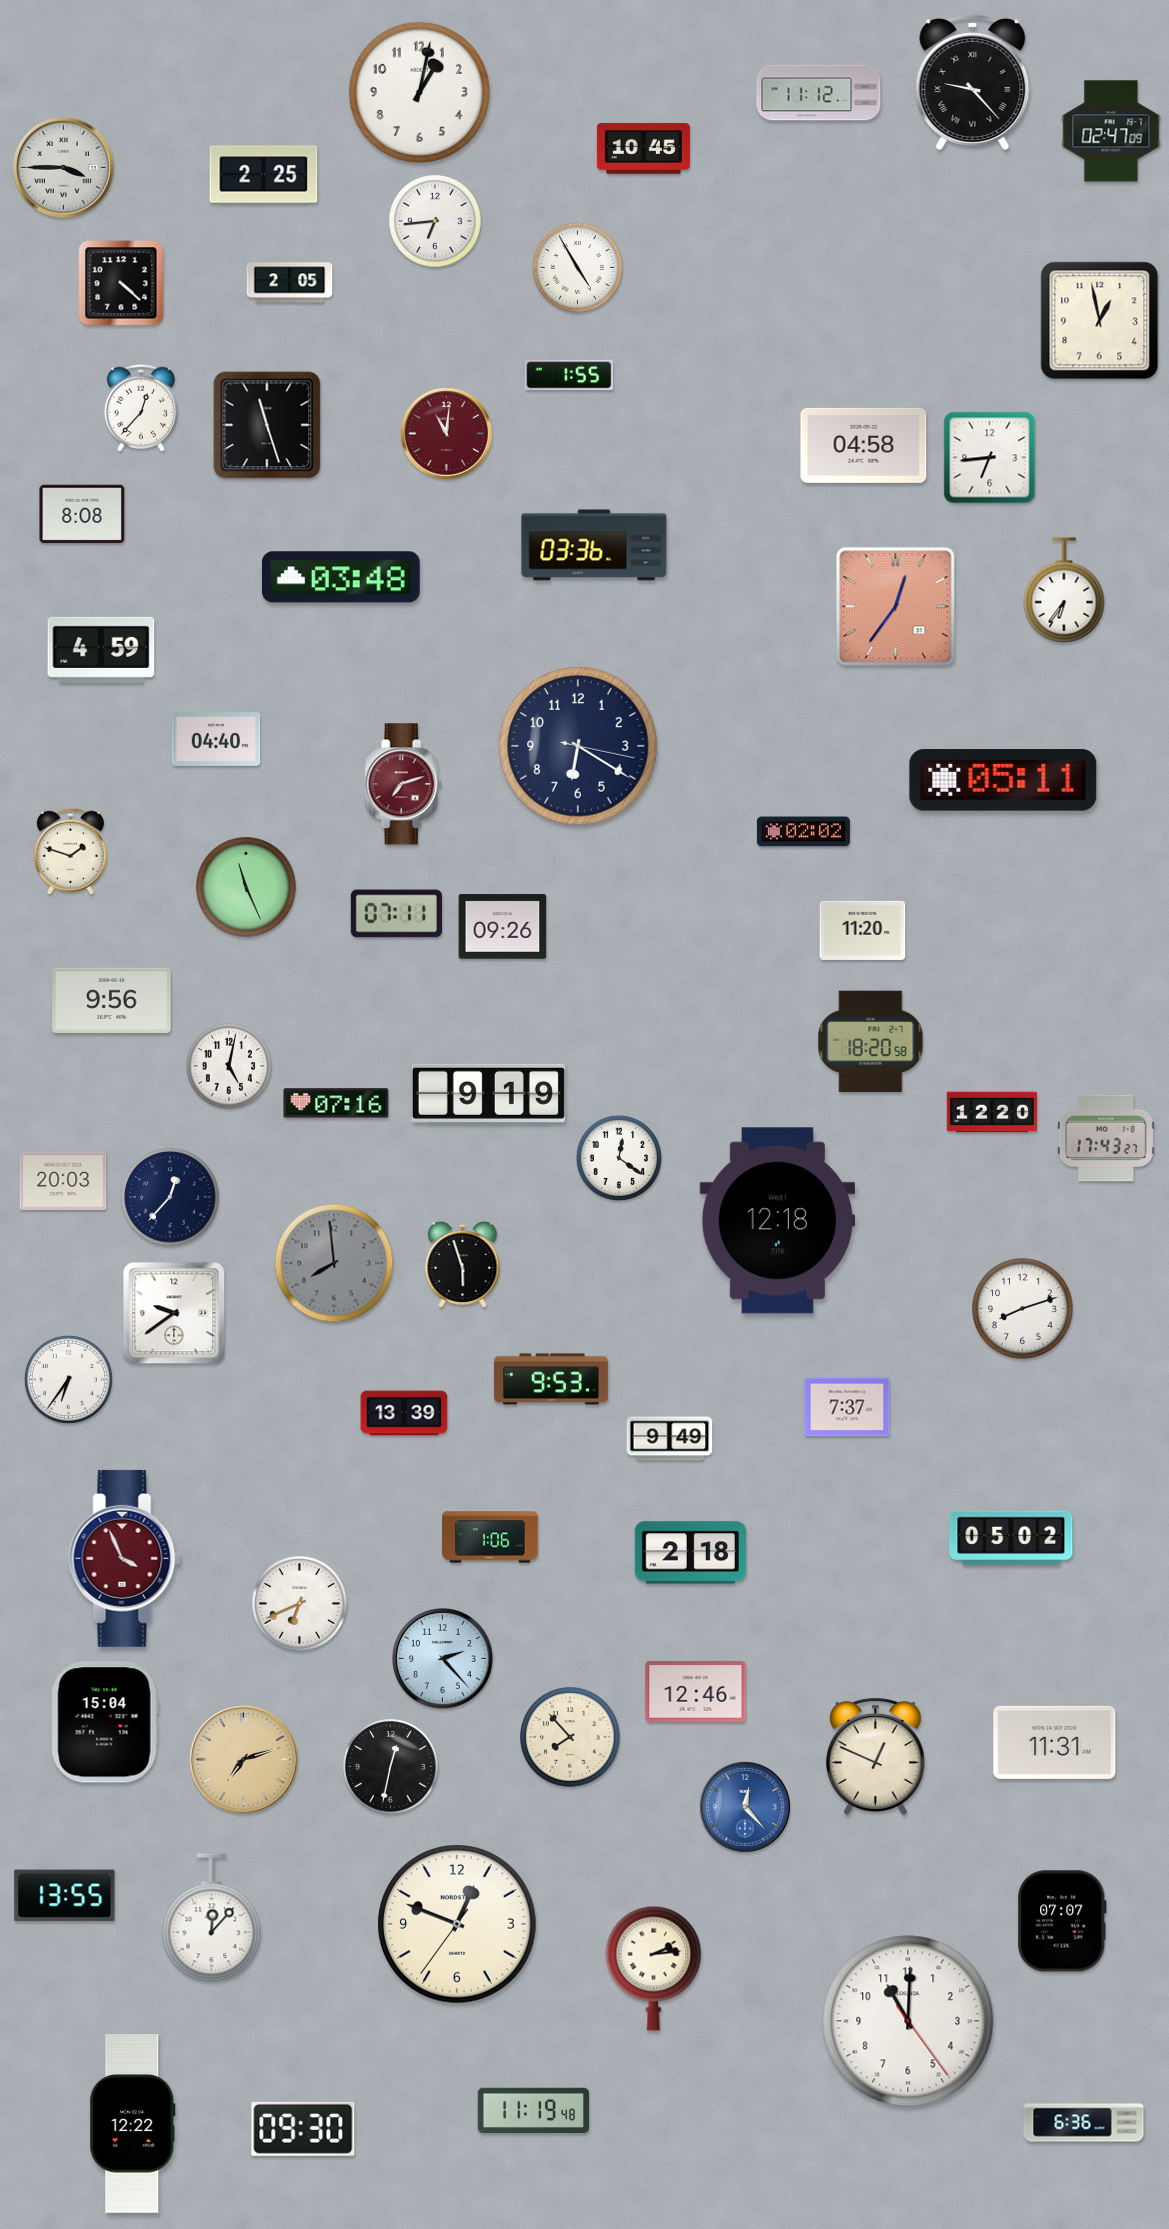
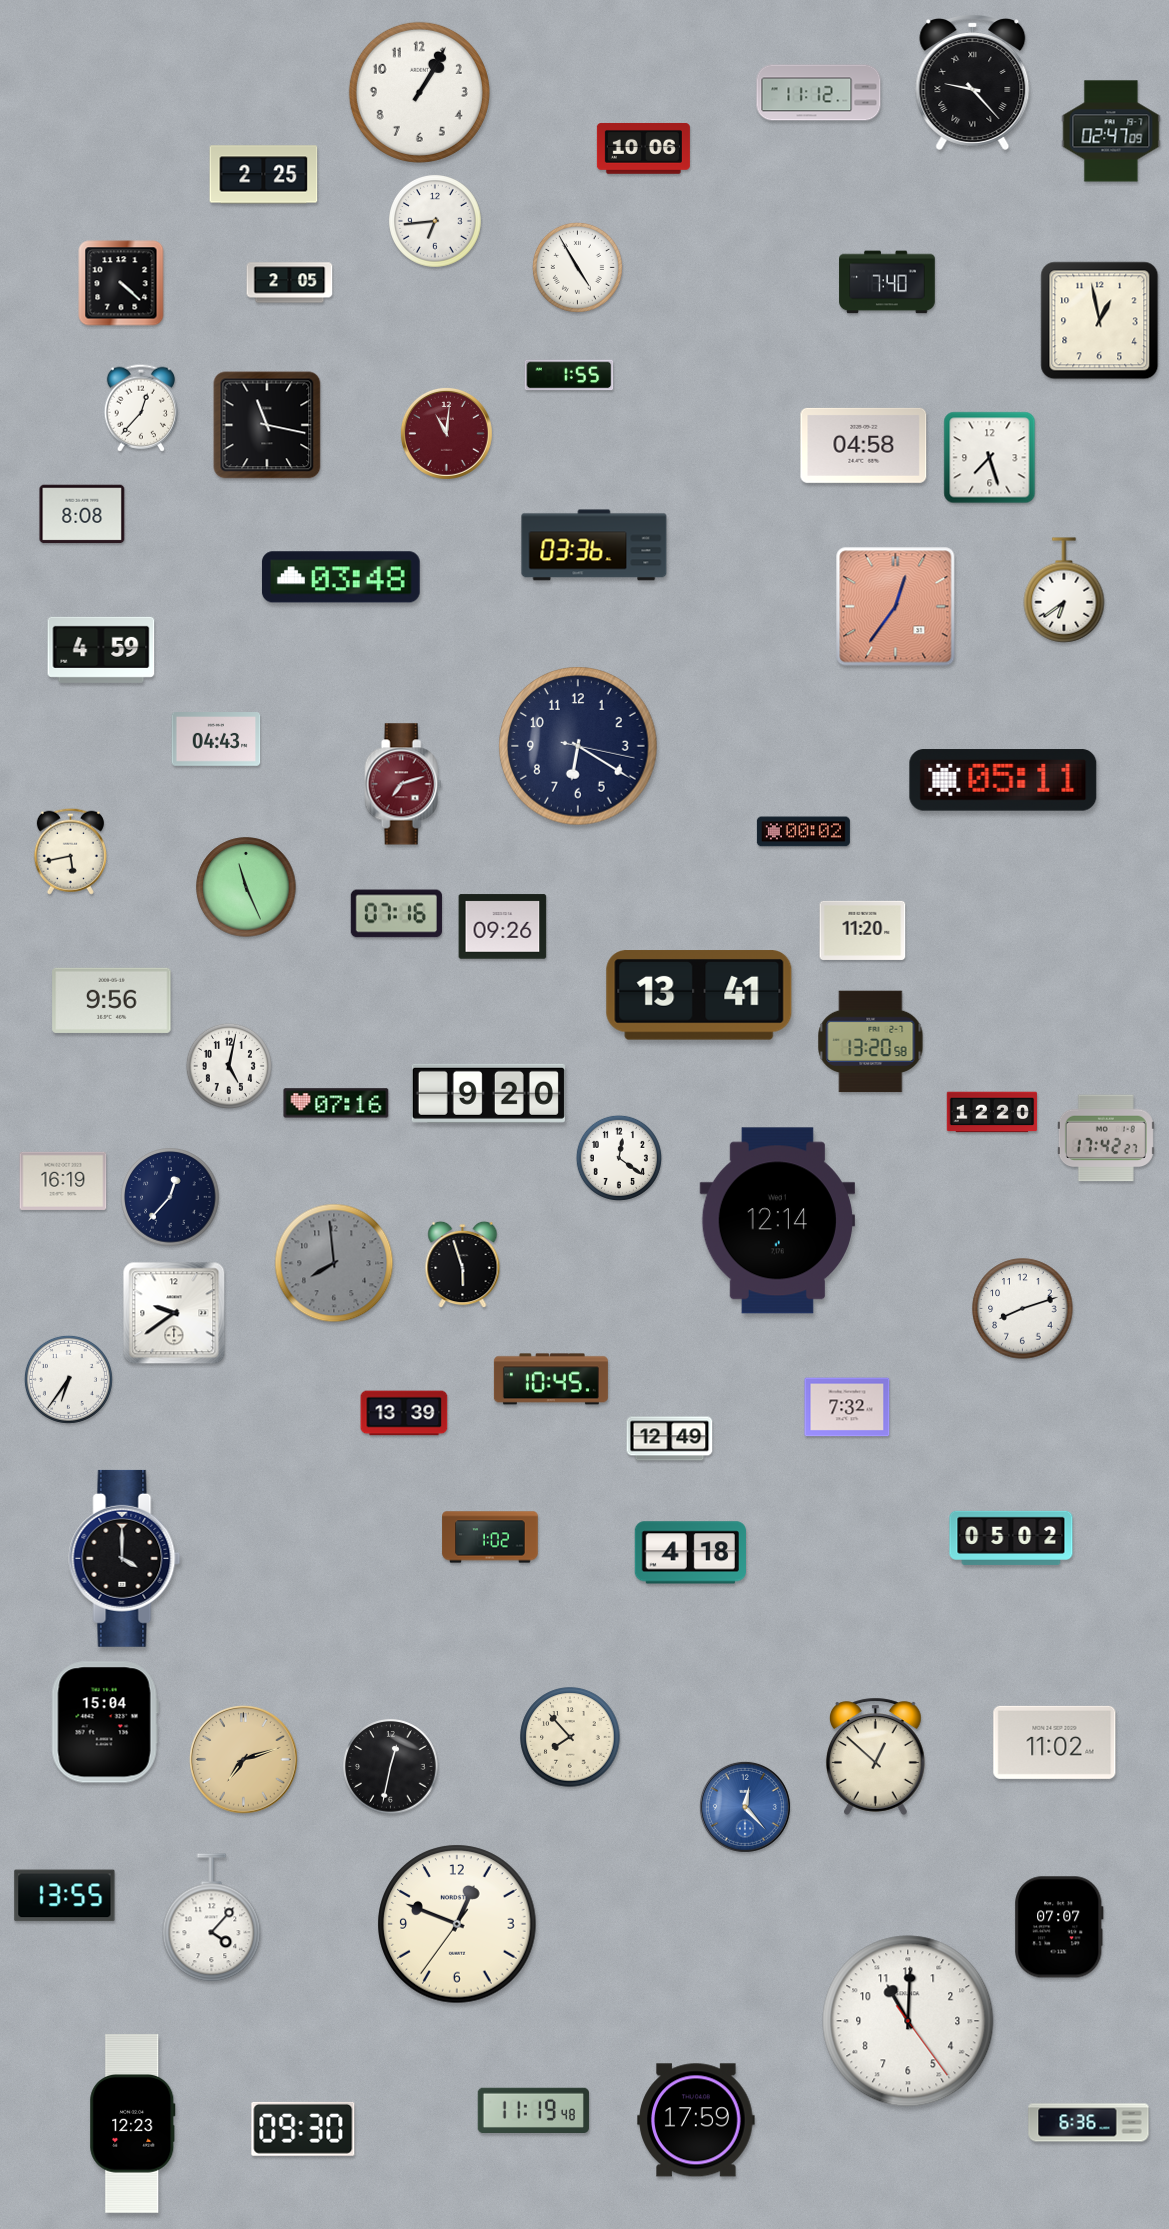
clock at (419, 92): 1:02 -> 1:05
clock at (643, 149): 10:45 -> 10:06
clock at (64, 168): 3:45 -> none
clock at (887, 282): none -> 7:40
clock at (267, 425): 11:27 -> 11:17
clock at (990, 458): 6:44 -> 7:27
clock at (1064, 590): 6:36 -> 6:39
clock at (216, 740): 04:40 -> 04:43
clock at (803, 832): 02:02 -> 00:02
clock at (70, 851): 1:48 -> 5:43
clock at (396, 914): 07:11 -> 07:16
clock at (699, 995): none -> 13:41
clock at (871, 1042): 18:20 -> 13:20
clock at (488, 1093): 9:19 -> 9:20
clock at (1106, 1138): 17:43 -> 17:42
clock at (63, 1181): 20:03 -> 16:19
clock at (777, 1221): 12:18 -> 12:14
clock at (551, 1379): 9:53 -> 10:45
clock at (847, 1407): 7:37 -> 7:32
clock at (670, 1439): 9:49 -> 12:49
clock at (490, 1537): 1:06 -> 1:02
clock at (690, 1553): 2:18 -> 4:18
clock at (125, 1558): 3:56 -> 4:00
clock at (125, 1558) dial: burgundy -> black
clock at (300, 1604): 6:41 -> none
clock at (443, 1659): 2:23 -> none
clock at (696, 1692): 12:46 -> none
clock at (1055, 1742): 11:31 -> 11:02
clock at (876, 1756): 12:49 -> 12:52
clock at (212, 1918): 12:07 -> 4:07
clock at (1063, 1921) position: (1063, 1921) -> (1060, 1927)
clock at (654, 1968): 2:14 -> none
clock at (696, 2120): none -> 17:59
clock at (1084, 2123) position: (1084, 2123) -> (1089, 2123)
clock at (133, 2124): 12:22 -> 12:23
